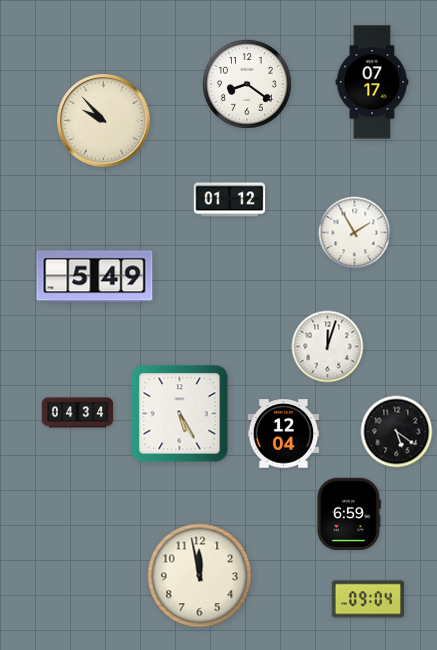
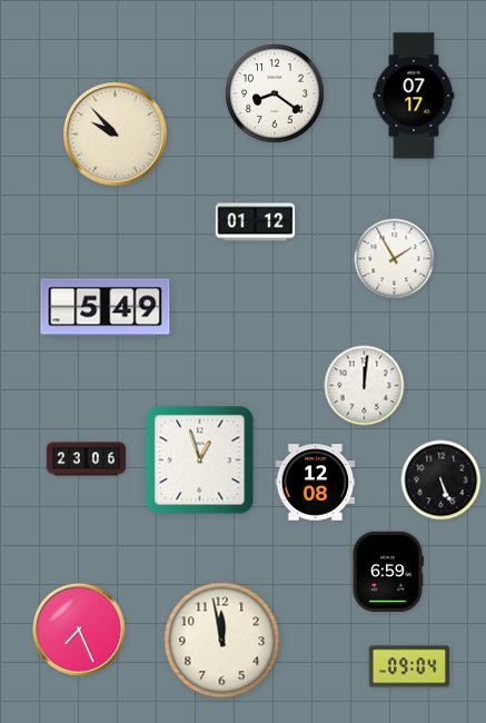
clock at (372, 82) position: (372, 82) -> (414, 96)
clock at (328, 347): 12:03 -> 12:01
clock at (78, 413): 04:34 -> 23:06
clock at (180, 414): 5:25 -> 12:57
clock at (397, 432): 5:21 -> 5:26
clock at (284, 434): 12:04 -> 12:08
clock at (79, 630): none -> 7:26
